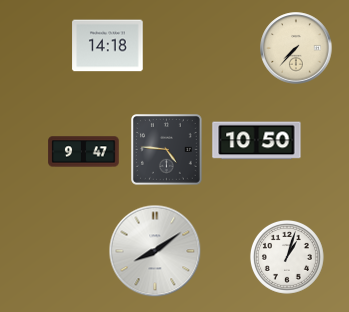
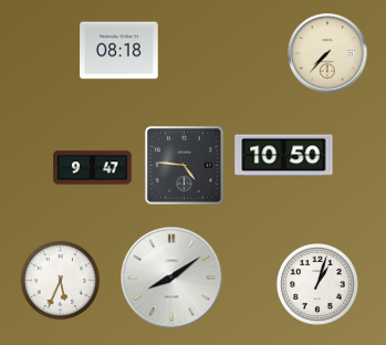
clock at (108, 46): 14:18 -> 08:18
clock at (60, 280): none -> 5:34
